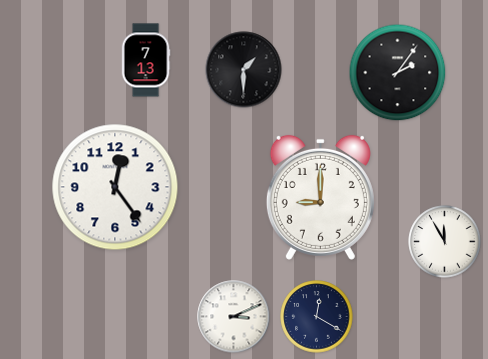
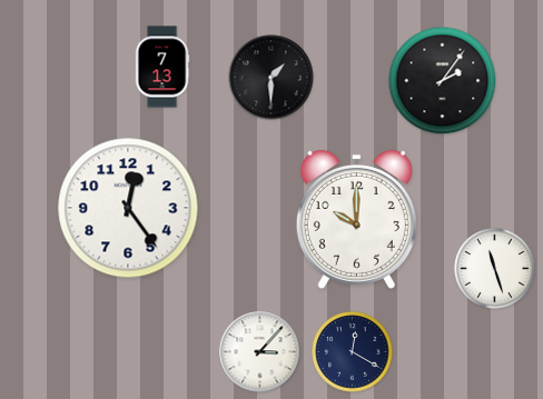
clock at (320, 197): 9:00 -> 10:00
clock at (445, 242): 11:55 -> 11:27
clock at (234, 317): 3:11 -> 3:07
